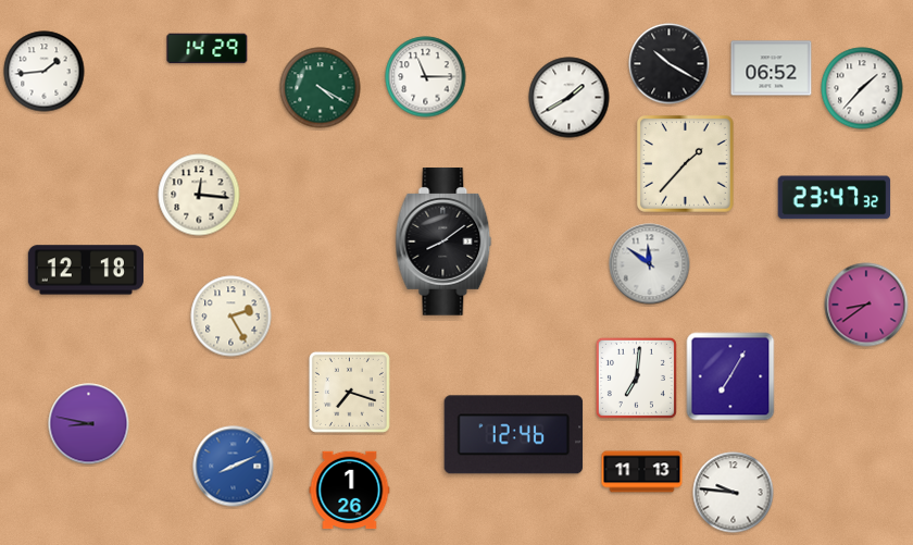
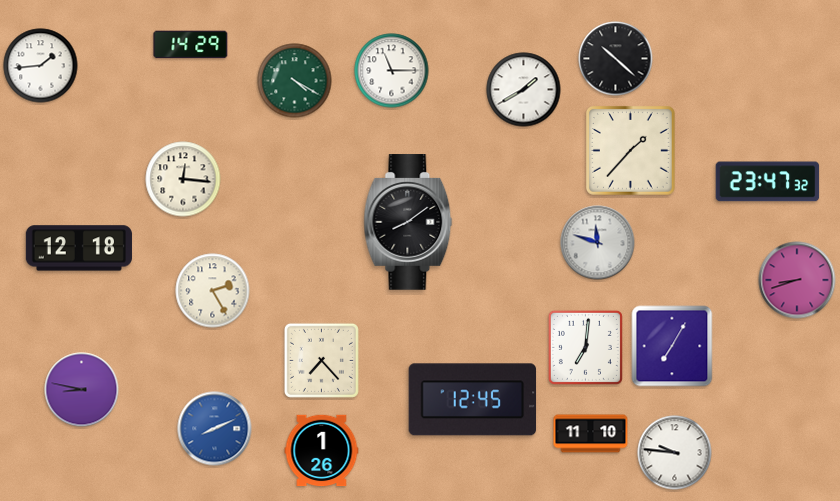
clock at (670, 64): 10:20 -> 10:22
clock at (772, 69): 06:52 -> none
clock at (862, 88): 1:37 -> none
clock at (650, 264): 11:51 -> 11:48
clock at (866, 305): 8:39 -> 8:42
clock at (349, 392): 7:18 -> 7:23
clock at (514, 435): 12:46 -> 12:45
clock at (642, 472): 11:13 -> 11:10
